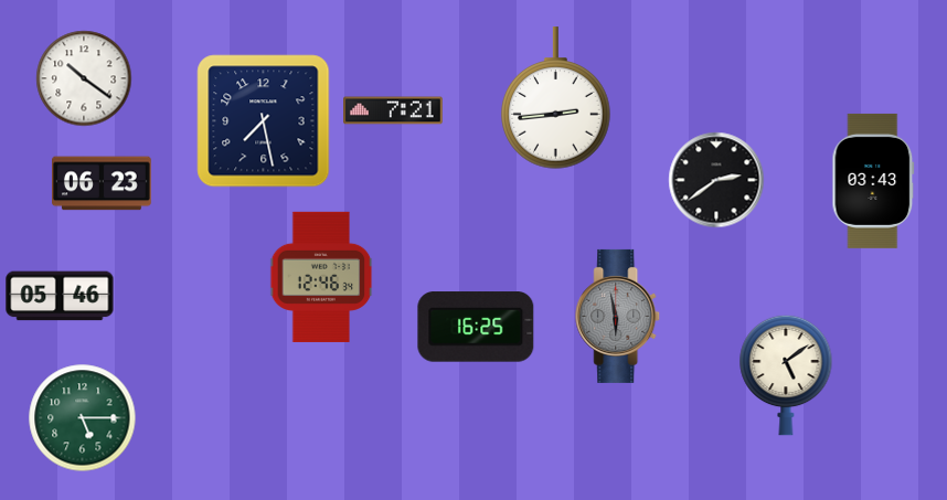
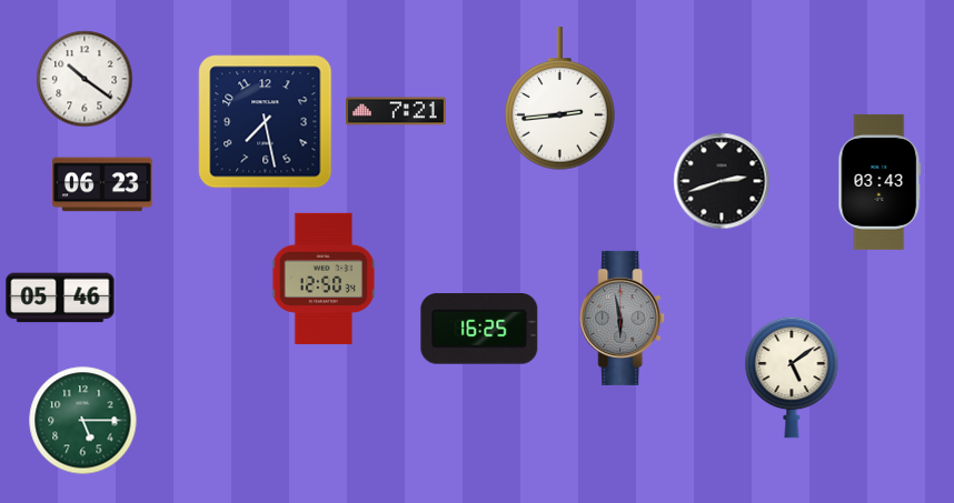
clock at (716, 180): 2:39 -> 2:42
clock at (321, 277): 12:46 -> 12:50
